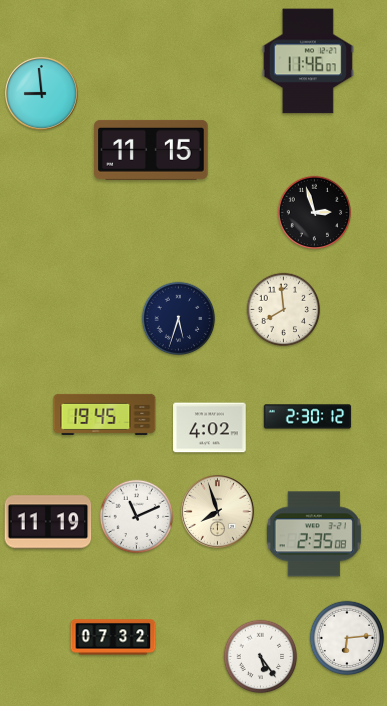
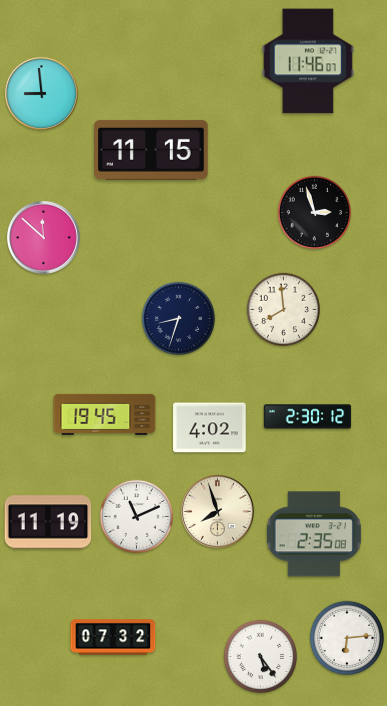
clock at (43, 237): none -> 11:52
clock at (179, 319): 5:33 -> 8:33
